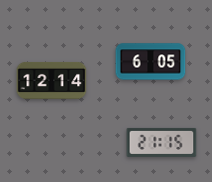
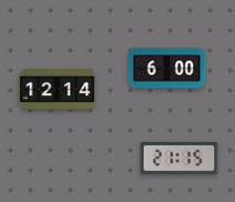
clock at (151, 62): 6:05 -> 6:00
